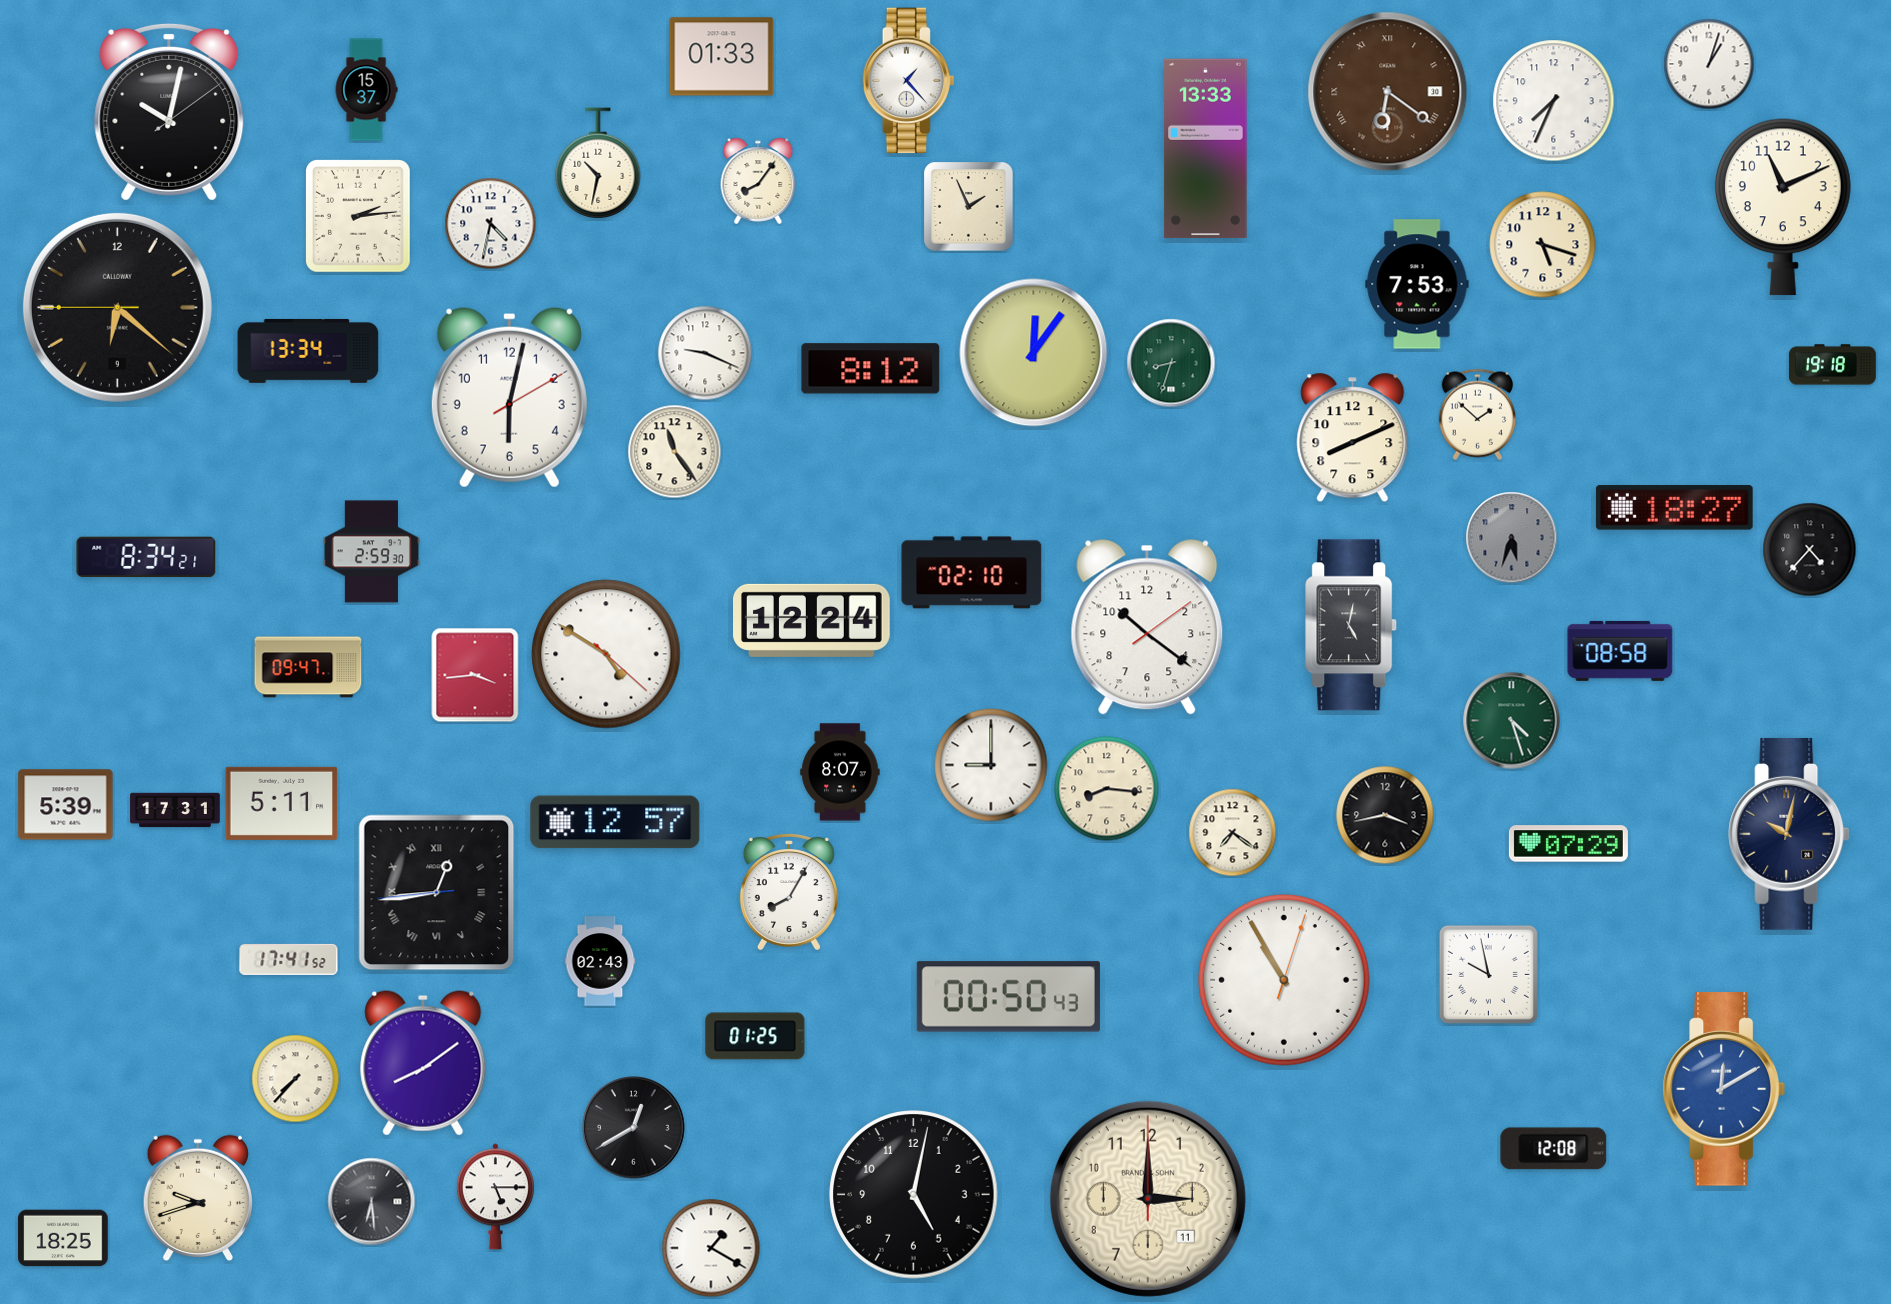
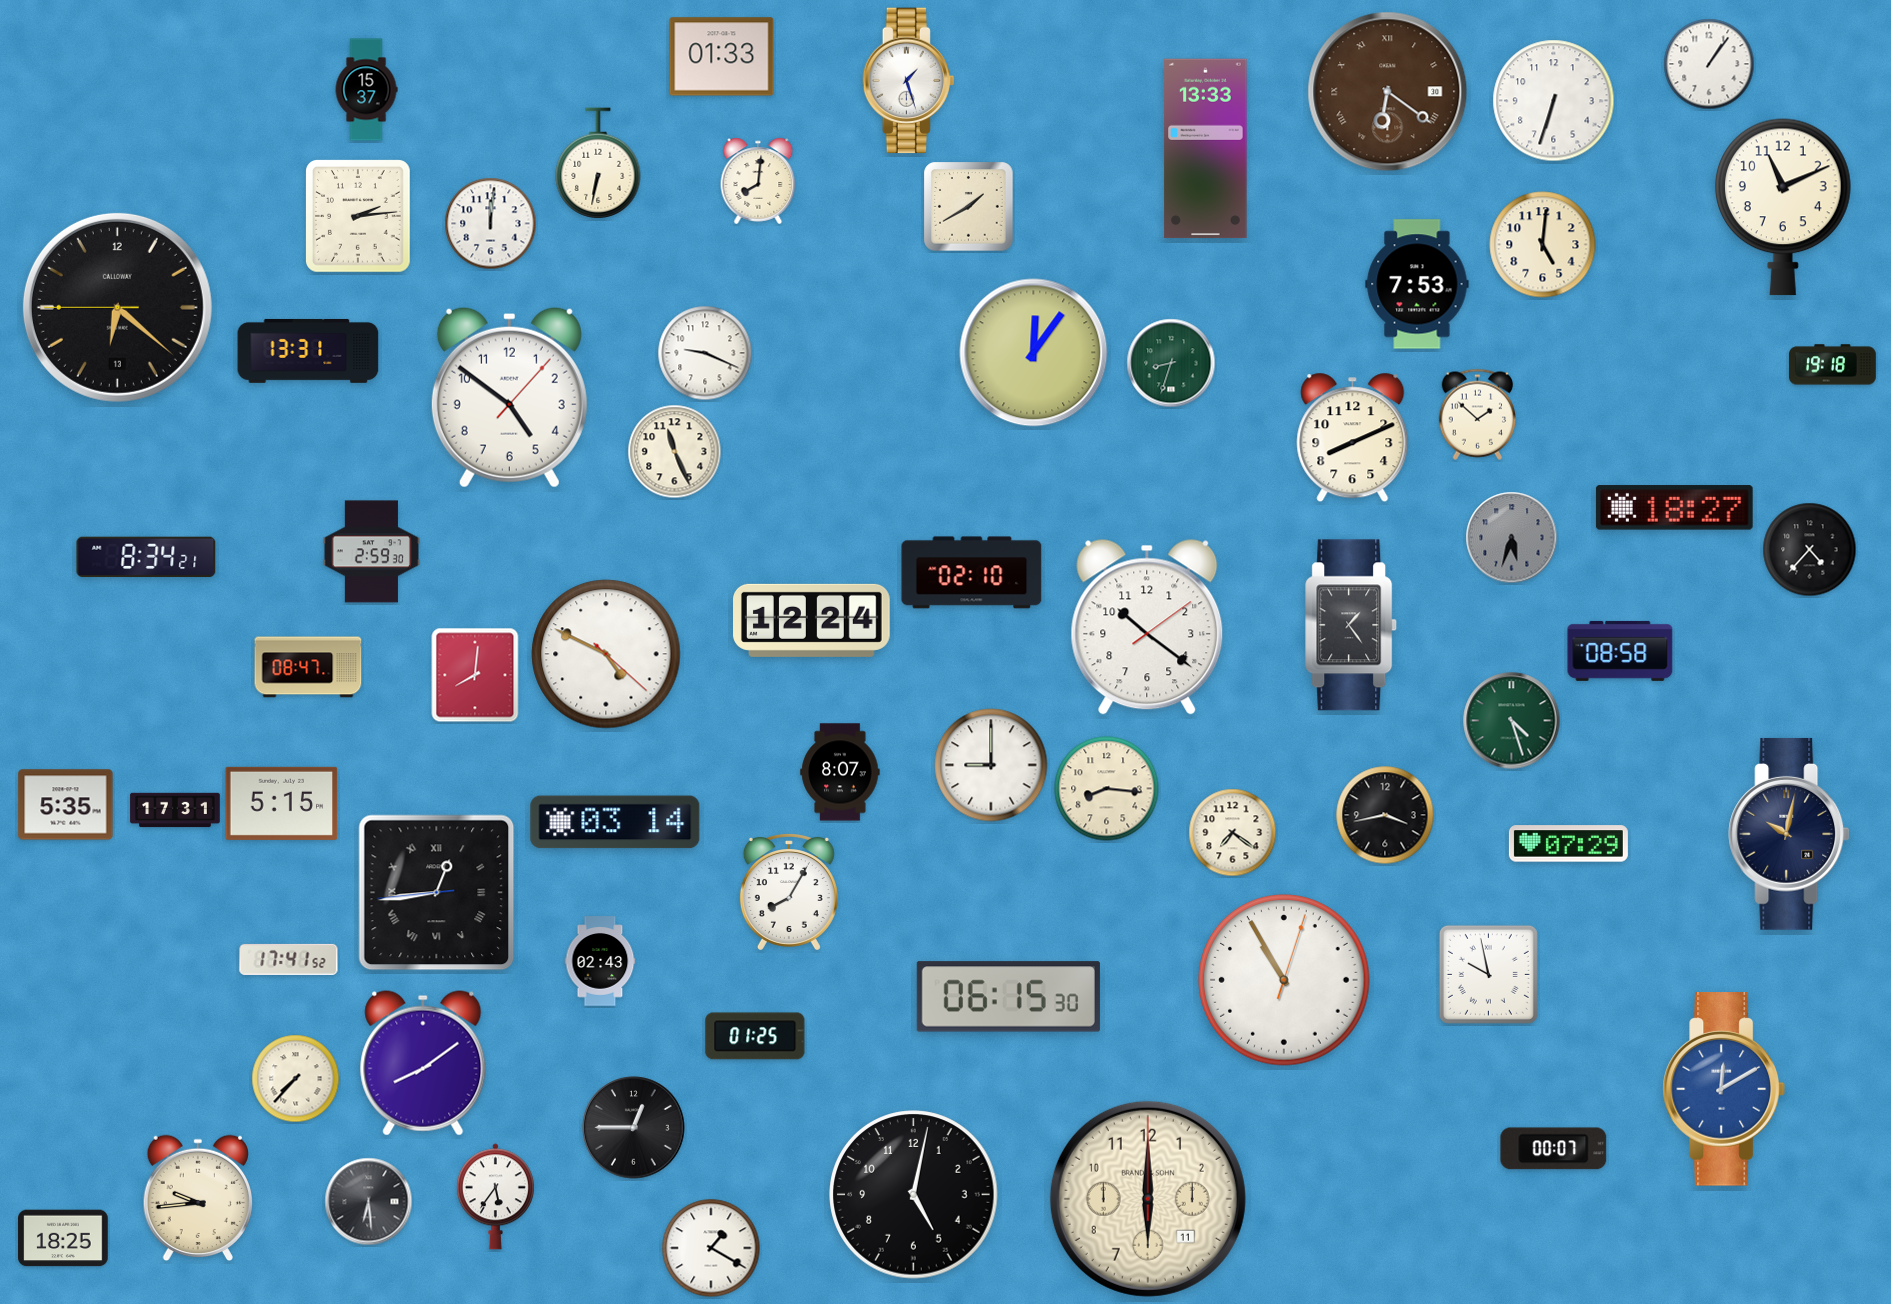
clock at (1709, 64): 1:03 -> 1:06
clock at (908, 81): 1:23 -> 1:27
clock at (1554, 101): 7:34 -> 6:33
clock at (169, 112): 10:02 -> none
clock at (598, 163): 10:32 -> 6:32
clock at (758, 181): 8:06 -> 8:01
clock at (969, 207): 1:56 -> 1:40
clock at (491, 224): 4:32 -> 12:01
clock at (1543, 245): 5:18 -> 5:01
clock at (117, 307) date: 9 -> 13
clock at (308, 351): 13:34 -> 13:31
clock at (871, 369): 8:12 -> none
clock at (509, 397): 6:02 -> 4:51
clock at (675, 452): 11:24 -> 11:26
clock at (1352, 625): 5:02 -> 1:24
clock at (606, 654): 4:50 -> 4:49
clock at (308, 667): 09:47 -> 08:47
clock at (475, 675): 3:44 -> 8:01
clock at (282, 803): 5:11 -> 5:15
clock at (66, 805): 5:39 -> 5:35
clock at (615, 822): 12:57 -> 03:14
clock at (1008, 997): 00:50 -> 06:15
clock at (634, 1128): 12:40 -> 12:45
clock at (1554, 1149): 12:08 -> 00:07
clock at (495, 1197): 5:15 -> 5:36
clock at (197, 1198): 9:42 -> 9:44
clock at (1148, 1199): 3:00 -> 6:00
clock at (372, 1202) position: (372, 1202) -> (369, 1202)
